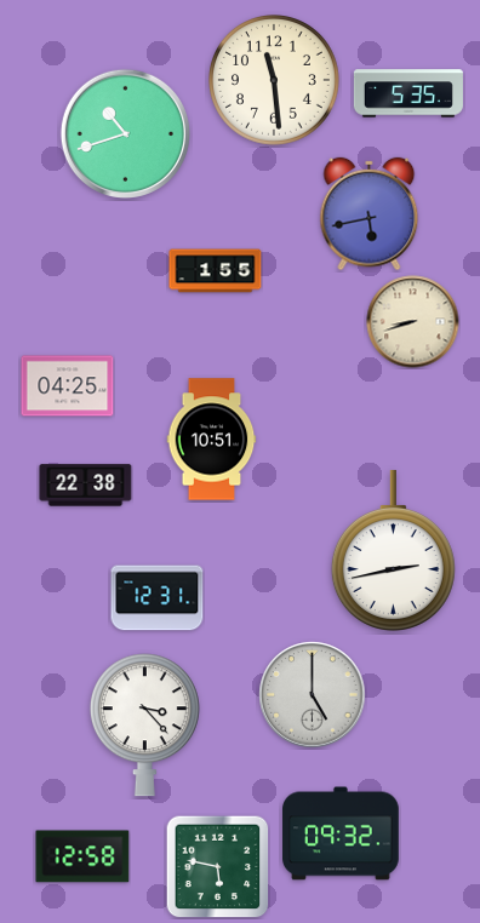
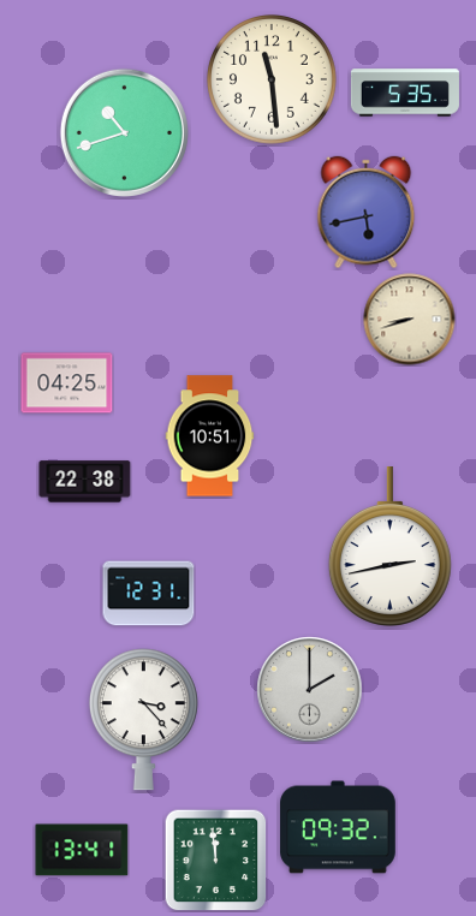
clock at (216, 271): 1:55 -> none
clock at (158, 598) position: (158, 598) -> (149, 594)
clock at (313, 695): 5:00 -> 2:00
clock at (82, 856): 12:58 -> 13:41
clock at (217, 866): 5:47 -> 11:59
